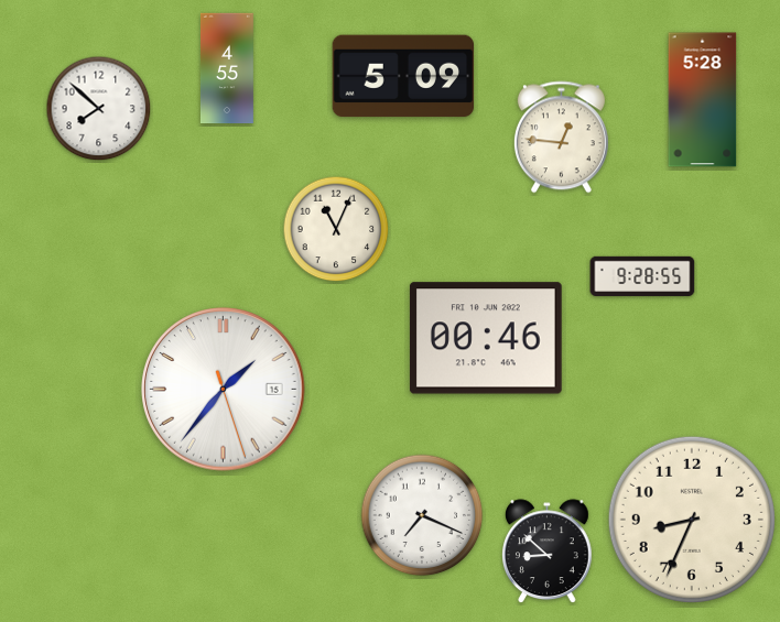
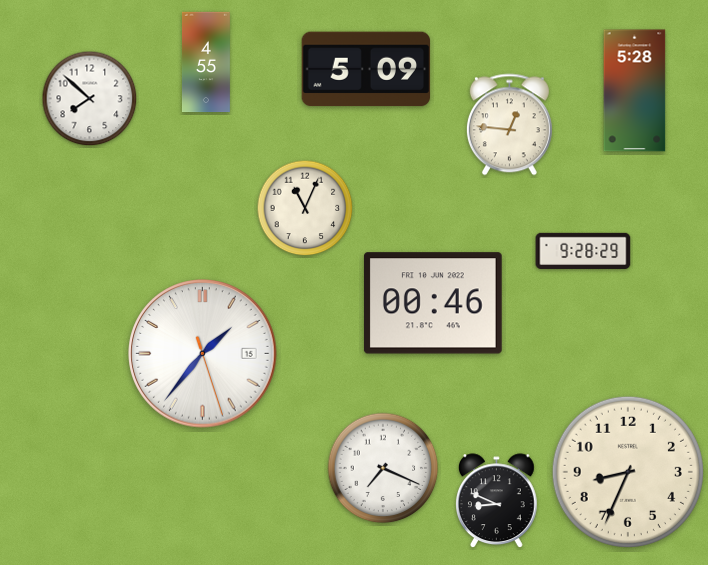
clock at (703, 100) position: (703, 100) -> (635, 91)
clock at (642, 276): 9:28:55 -> 9:28:29
clock at (486, 338) position: (486, 338) -> (433, 303)
clock at (548, 552): 8:52 -> 8:49
